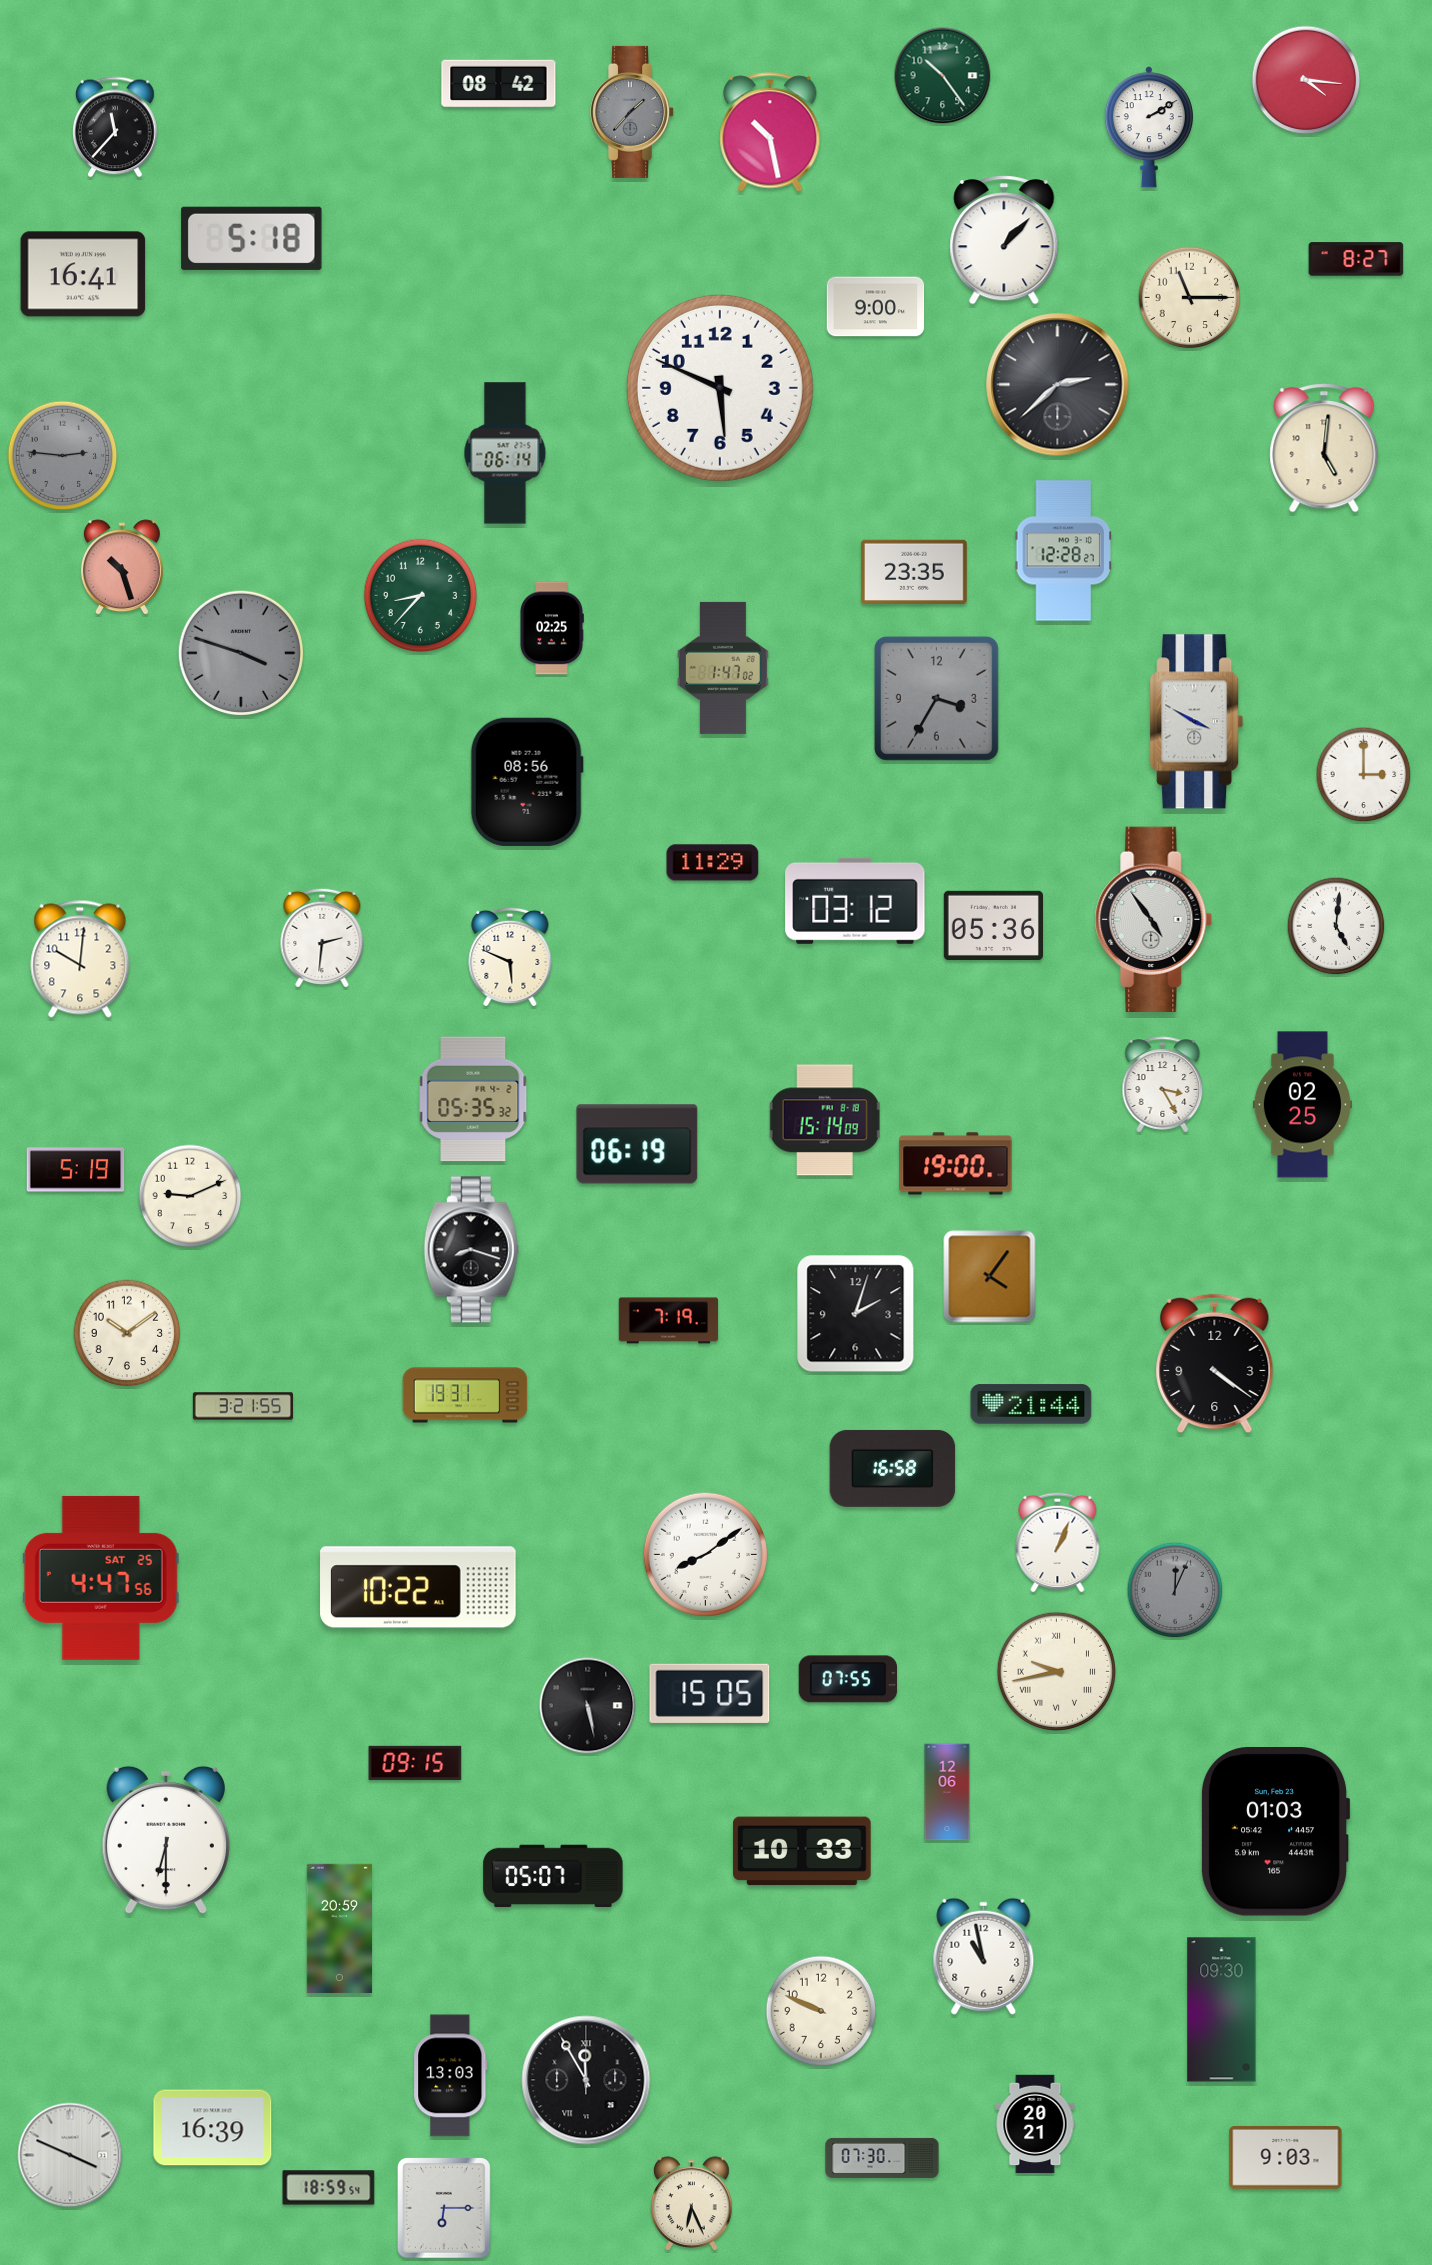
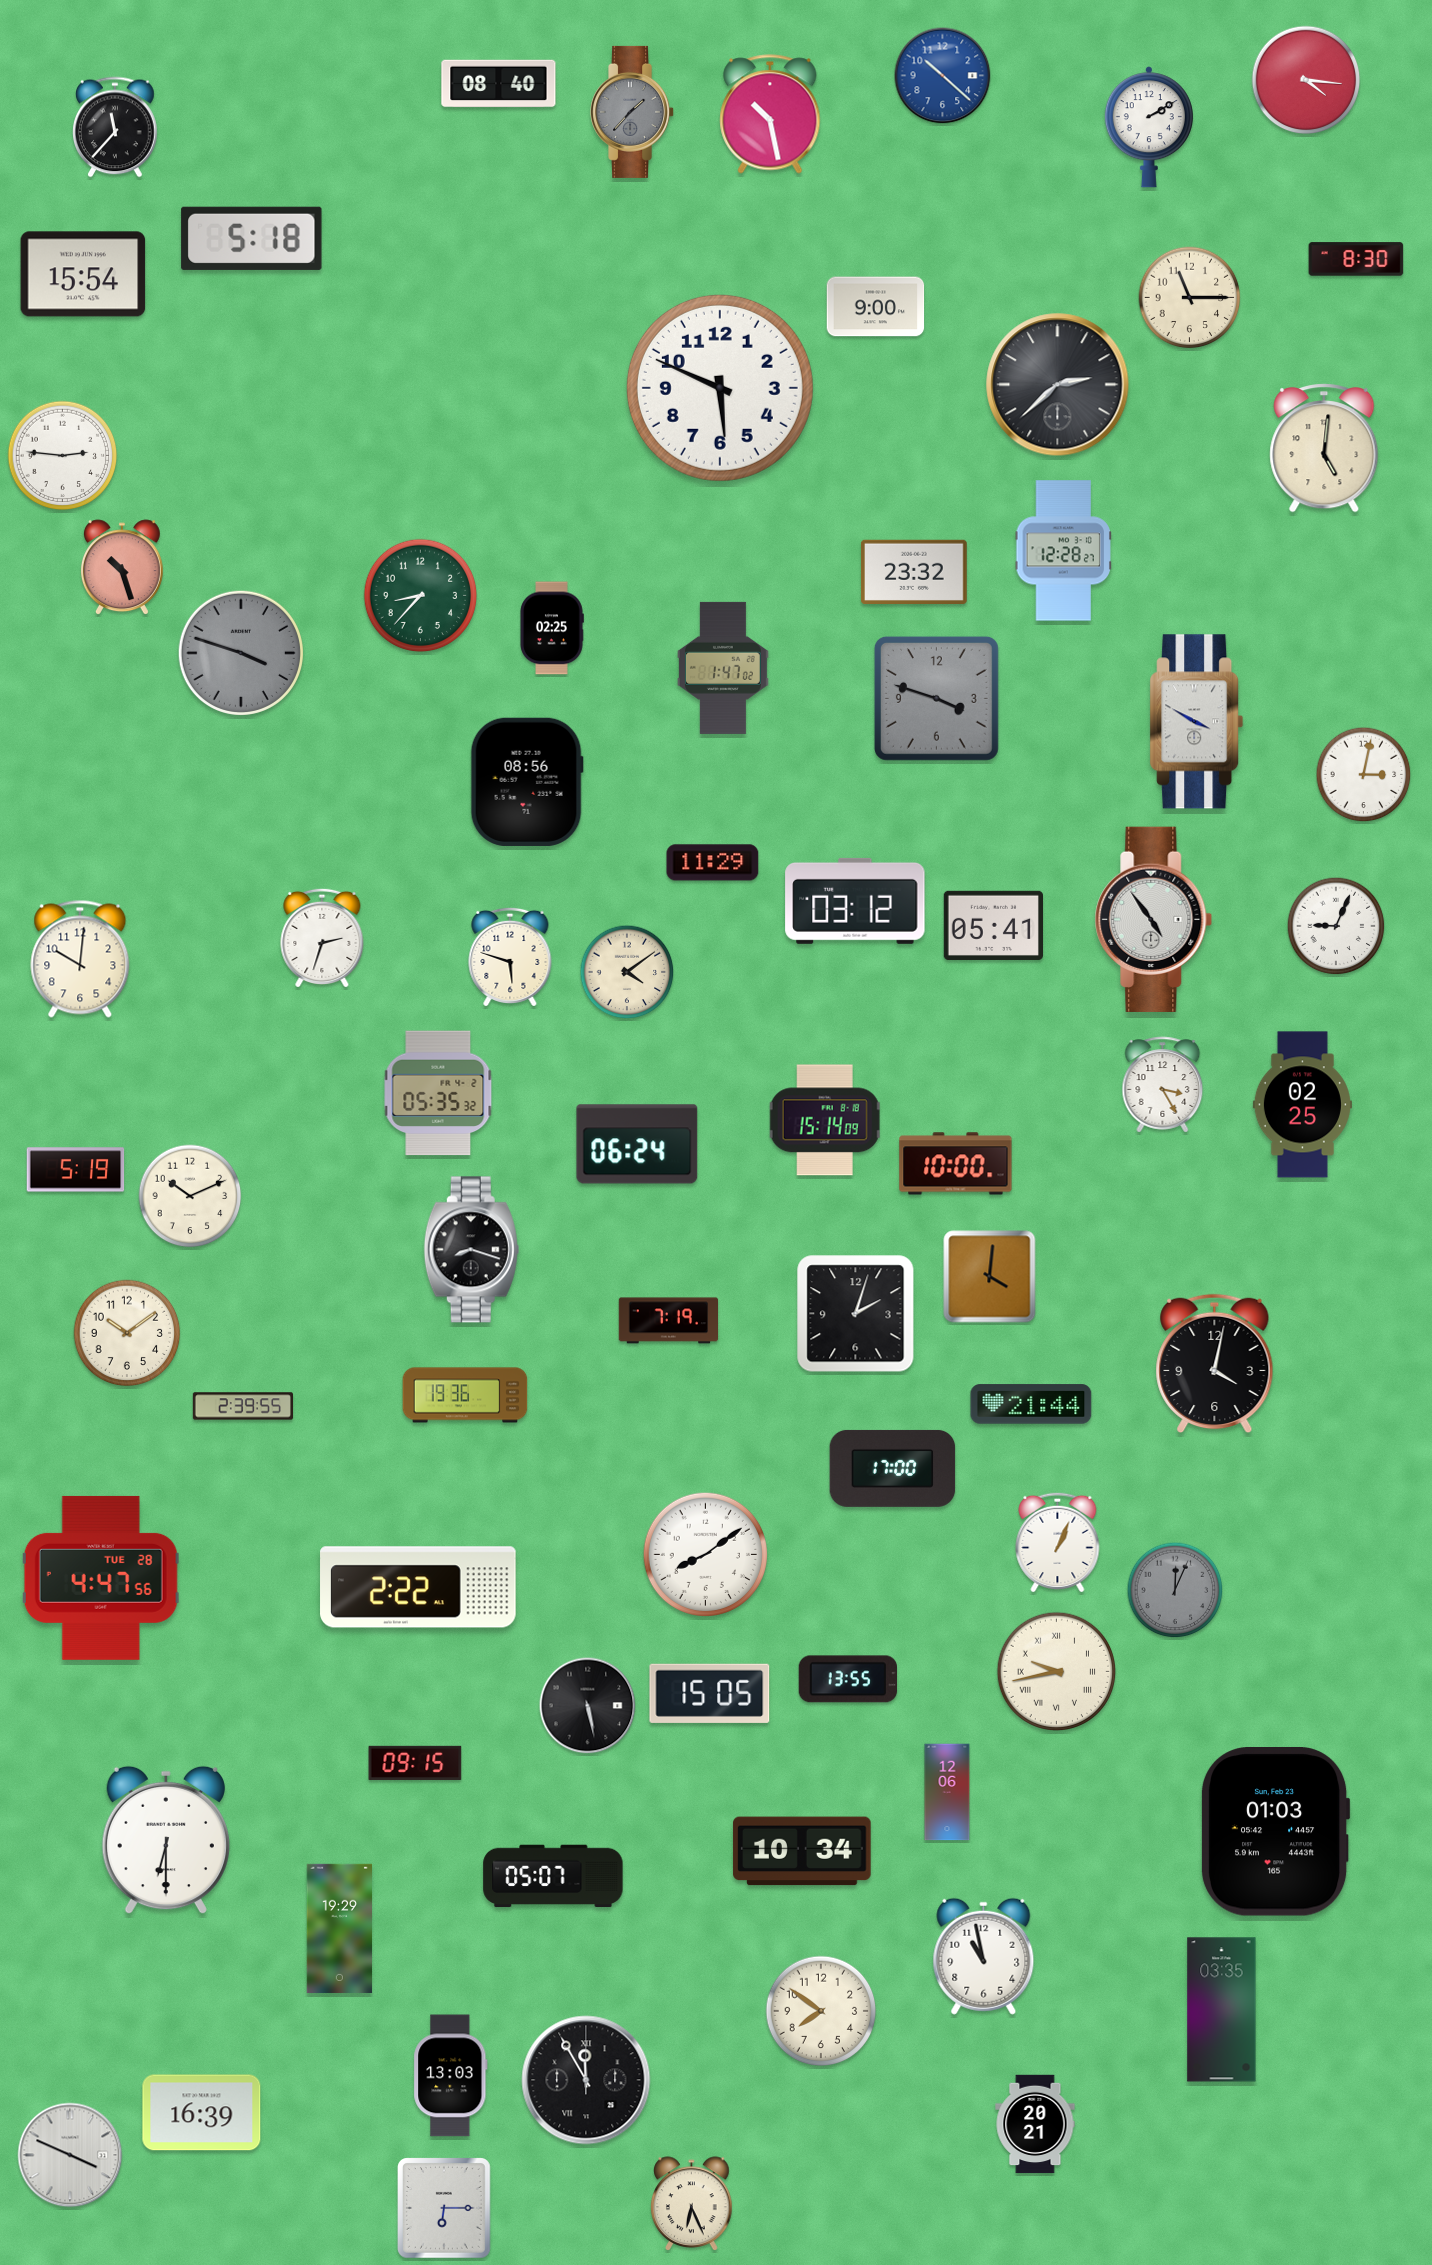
clock at (943, 76): 10:24 -> 10:22
clock at (943, 76) dial: green -> blue
clock at (499, 84): 08:42 -> 08:40
clock at (770, 132) position: (770, 132) -> (770, 114)
clock at (1004, 240): 1:07 -> none
clock at (1356, 259): 8:27 -> 8:30
clock at (83, 274): 16:41 -> 15:54
clock at (505, 453): 06:14 -> none
clock at (63, 456) dial: grey -> white
clock at (914, 571): 23:35 -> 23:32
clock at (936, 698): 3:35 -> 3:48
clock at (1364, 775): 3:00 -> 3:02
clock at (993, 925): 05:36 -> 05:41
clock at (1336, 926): 5:01 -> 9:04
clock at (322, 937): 2:31 -> 2:33
clock at (510, 956): 5:49 -> 5:48
clock at (627, 972): none -> 4:09
clock at (473, 1099) position: (473, 1099) -> (438, 1093)
clock at (637, 1144): 06:19 -> 06:24
clock at (956, 1164): 19:00 -> 10:00
clock at (190, 1196): 9:11 -> 10:11
clock at (990, 1277): 4:06 -> 4:01
clock at (1215, 1364): 4:21 -> 4:02
clock at (465, 1395): 19:31 -> 19:36
clock at (242, 1406): 3:21 -> 2:39
clock at (893, 1468): 16:58 -> 17:00
clock at (101, 1578) date: SAT 25 -> TUE 28
clock at (418, 1587): 10:22 -> 2:22
clock at (847, 1679): 07:55 -> 13:55
clock at (802, 1851): 10:33 -> 10:34
clock at (339, 1928): 20:59 -> 19:29
clock at (1222, 2010): 09:30 -> 03:35
clock at (821, 2011): 9:49 -> 7:51
clock at (213, 2128) position: (213, 2128) -> (202, 2113)
clock at (1286, 2157): 9:03 -> none
clock at (882, 2158): 07:30 -> none
clock at (329, 2188): 18:59 -> none
